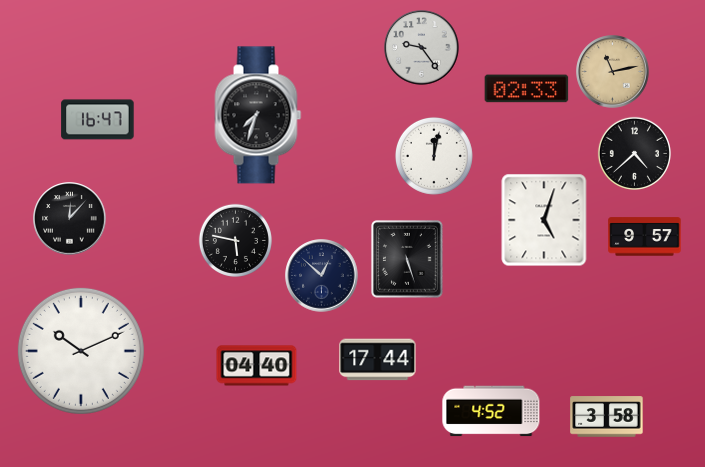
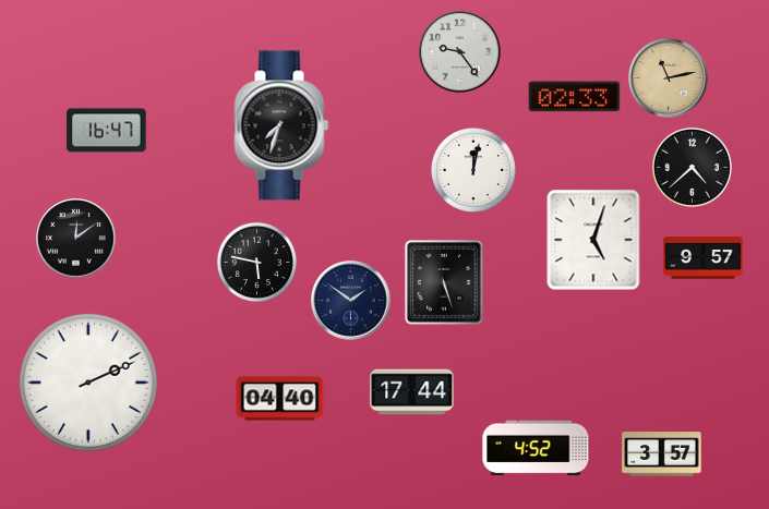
clock at (70, 219): 12:07 -> 12:09
clock at (322, 276): 12:52 -> 1:51
clock at (81, 351): 10:11 -> 2:11
clock at (607, 417): 3:58 -> 3:57
